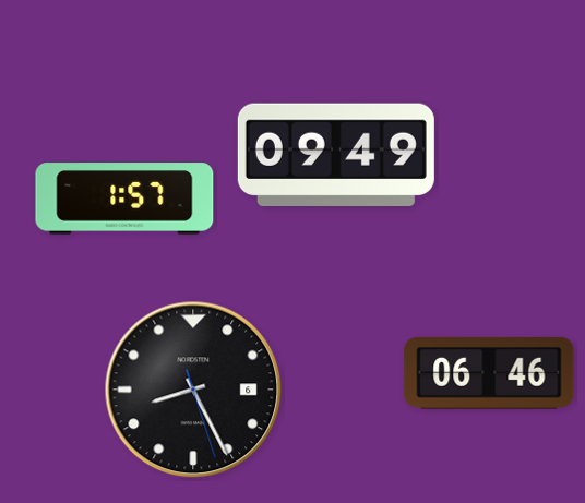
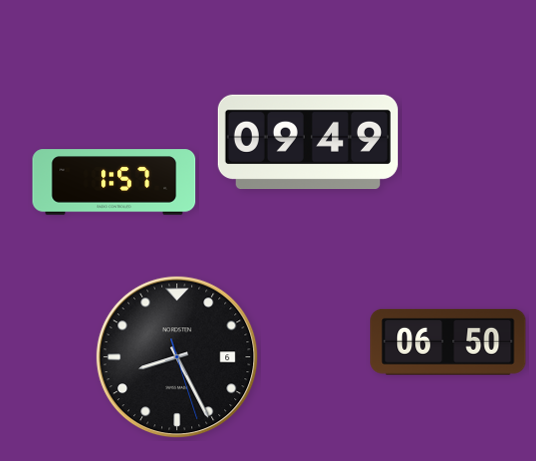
clock at (489, 373): 06:46 -> 06:50
